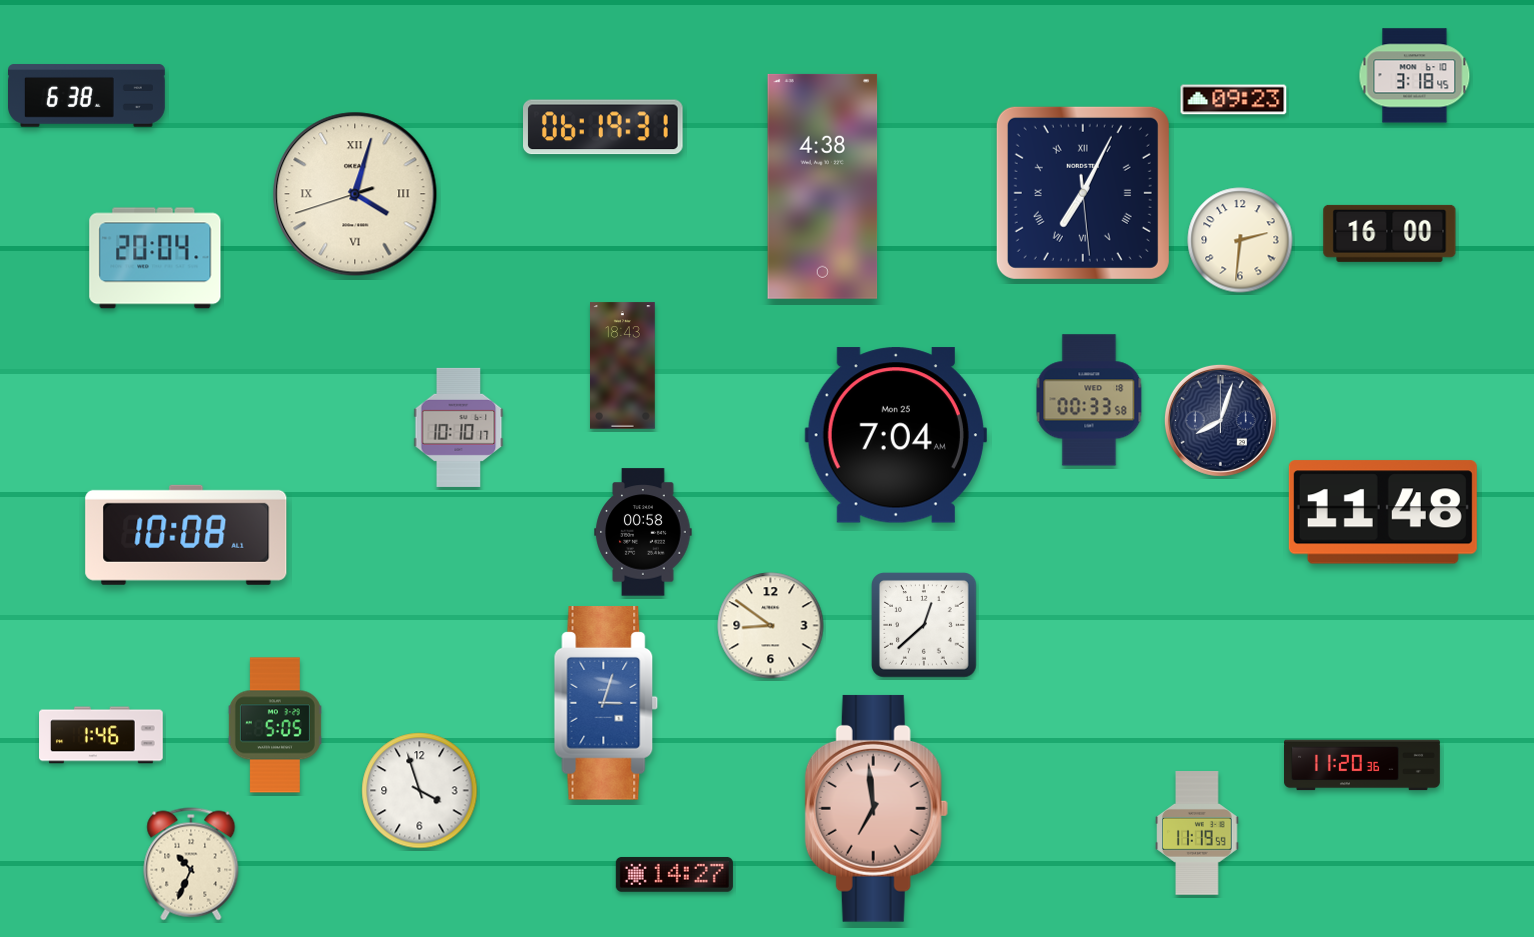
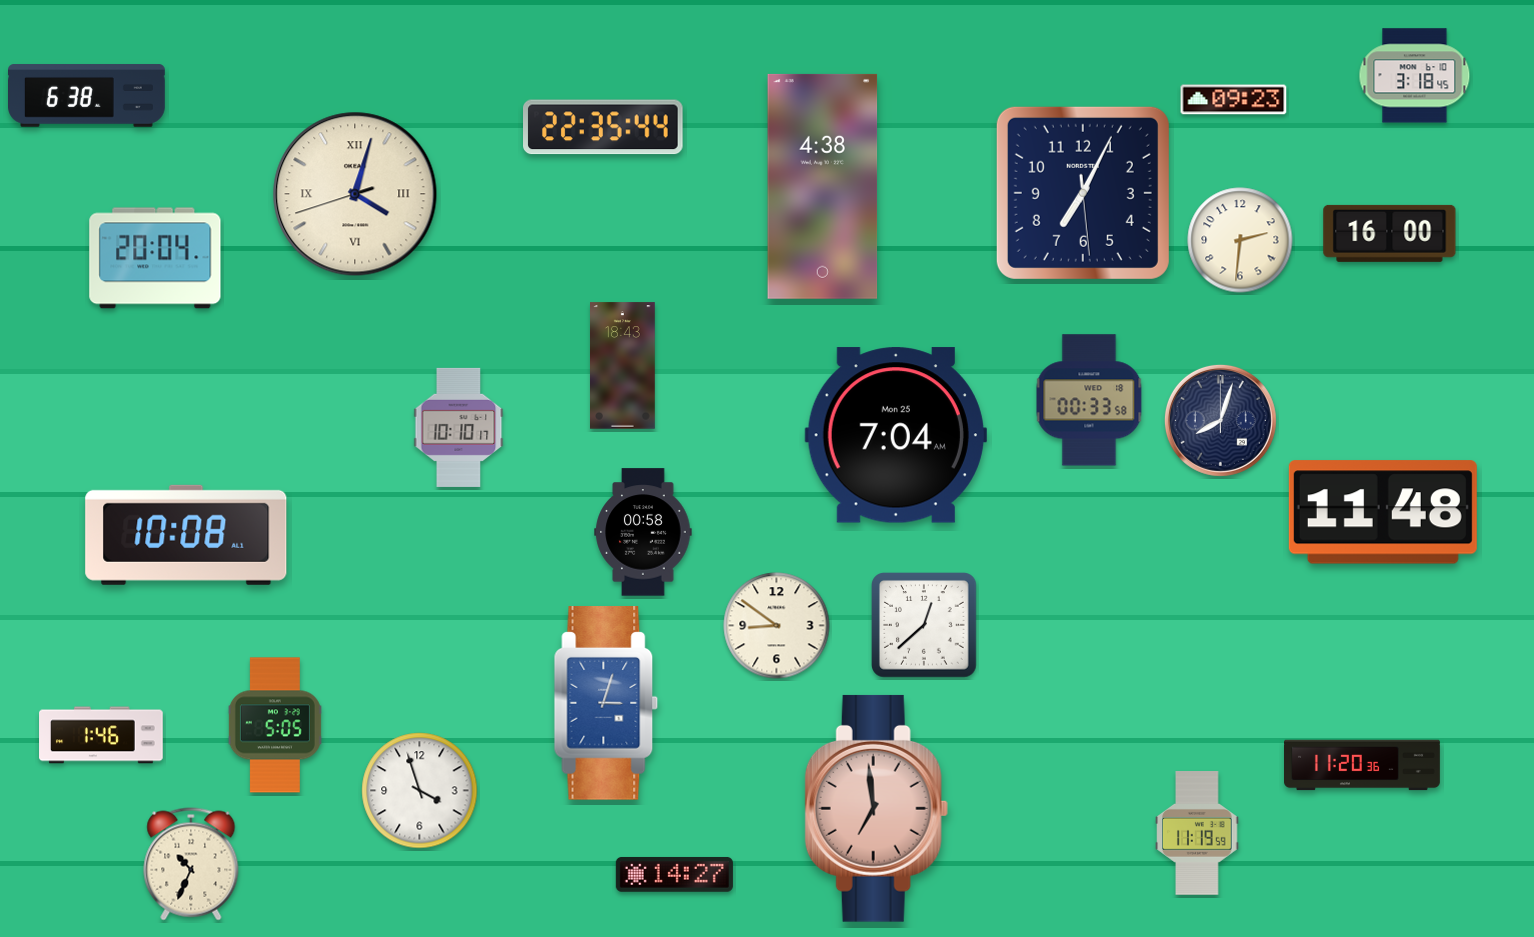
clock at (604, 127): 06:19 -> 22:35
clock at (1083, 193) numerals: Roman -> Arabic
clock at (771, 626) position: (771, 626) -> (777, 626)
